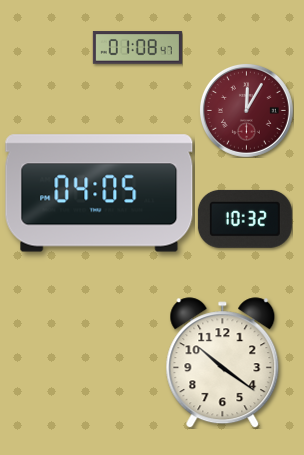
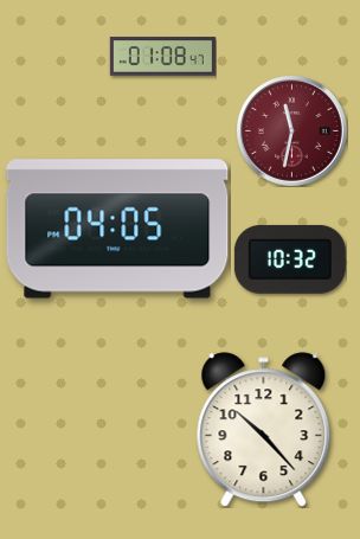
clock at (246, 110): 12:05 -> 11:32
clock at (223, 363): 10:21 -> 10:23
